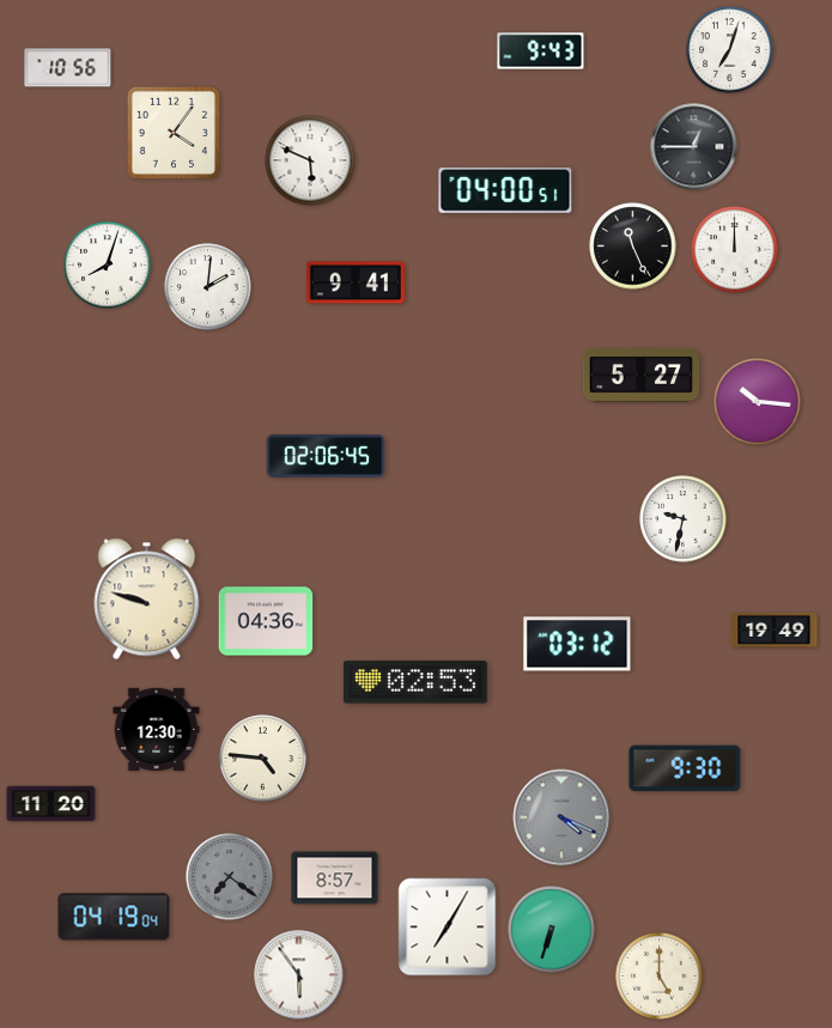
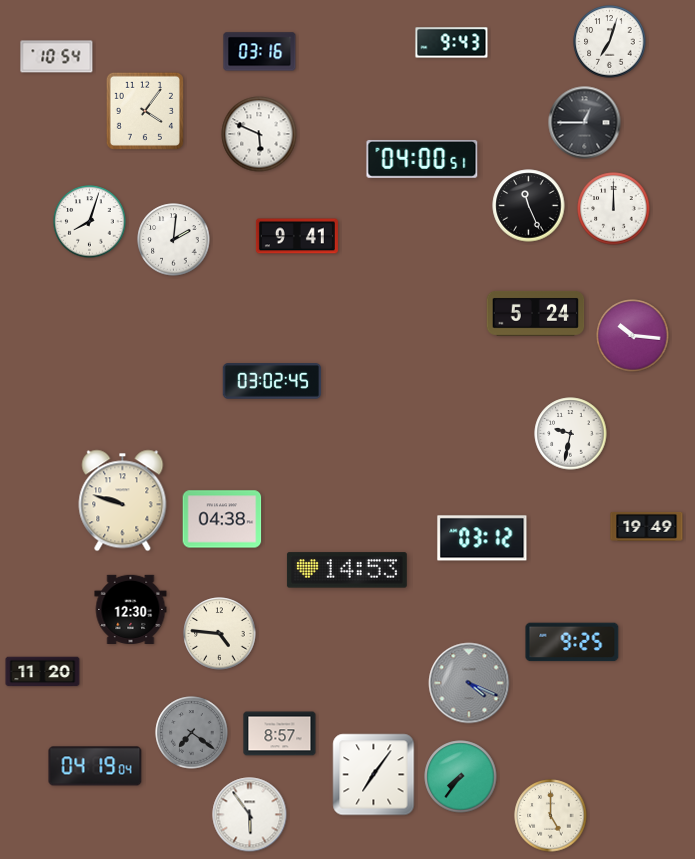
clock at (260, 52): none -> 03:16
clock at (68, 68): 10:56 -> 10:54
clock at (694, 147) position: (694, 147) -> (585, 123)
clock at (642, 375): 5:27 -> 5:24
clock at (326, 456): 02:06 -> 03:02
clock at (266, 621): 04:36 -> 04:38
clock at (415, 682): 02:53 -> 14:53
clock at (685, 768): 9:30 -> 9:25
clock at (448, 927): 7:05 -> 7:06
clock at (552, 930): 6:33 -> 7:36
